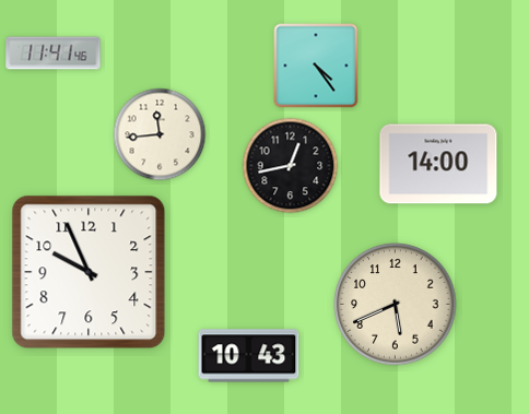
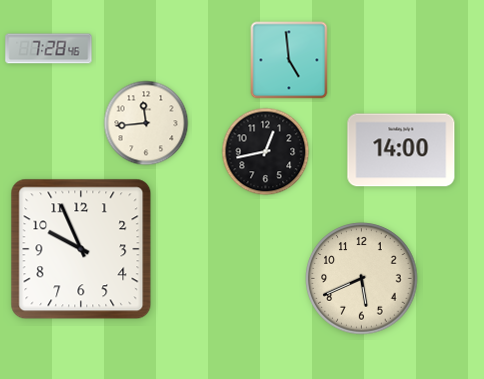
clock at (54, 54): 11:41 -> 7:28
clock at (316, 66): 4:24 -> 4:59
clock at (249, 356): 10:43 -> none
